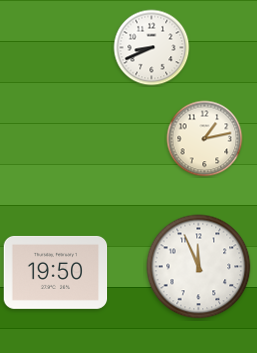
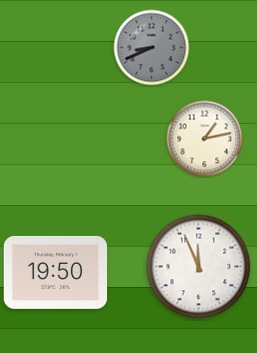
clock at (152, 48) dial: white -> grey
